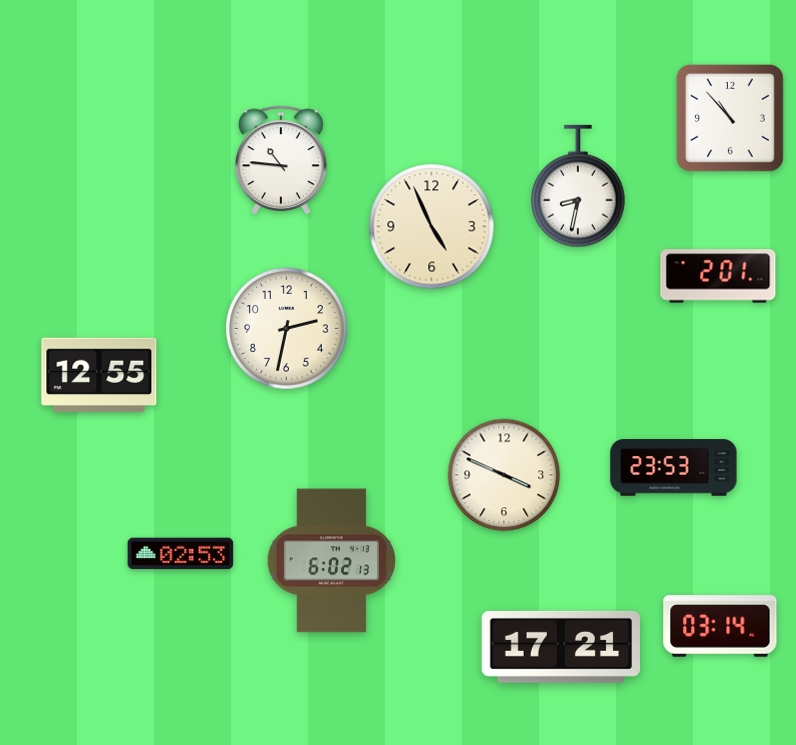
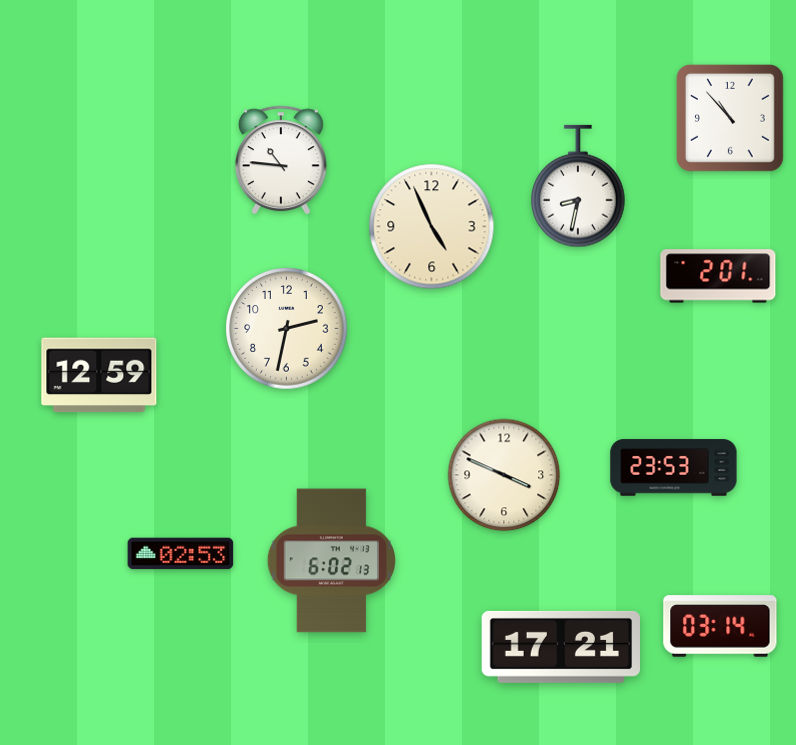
clock at (99, 375): 12:55 -> 12:59
